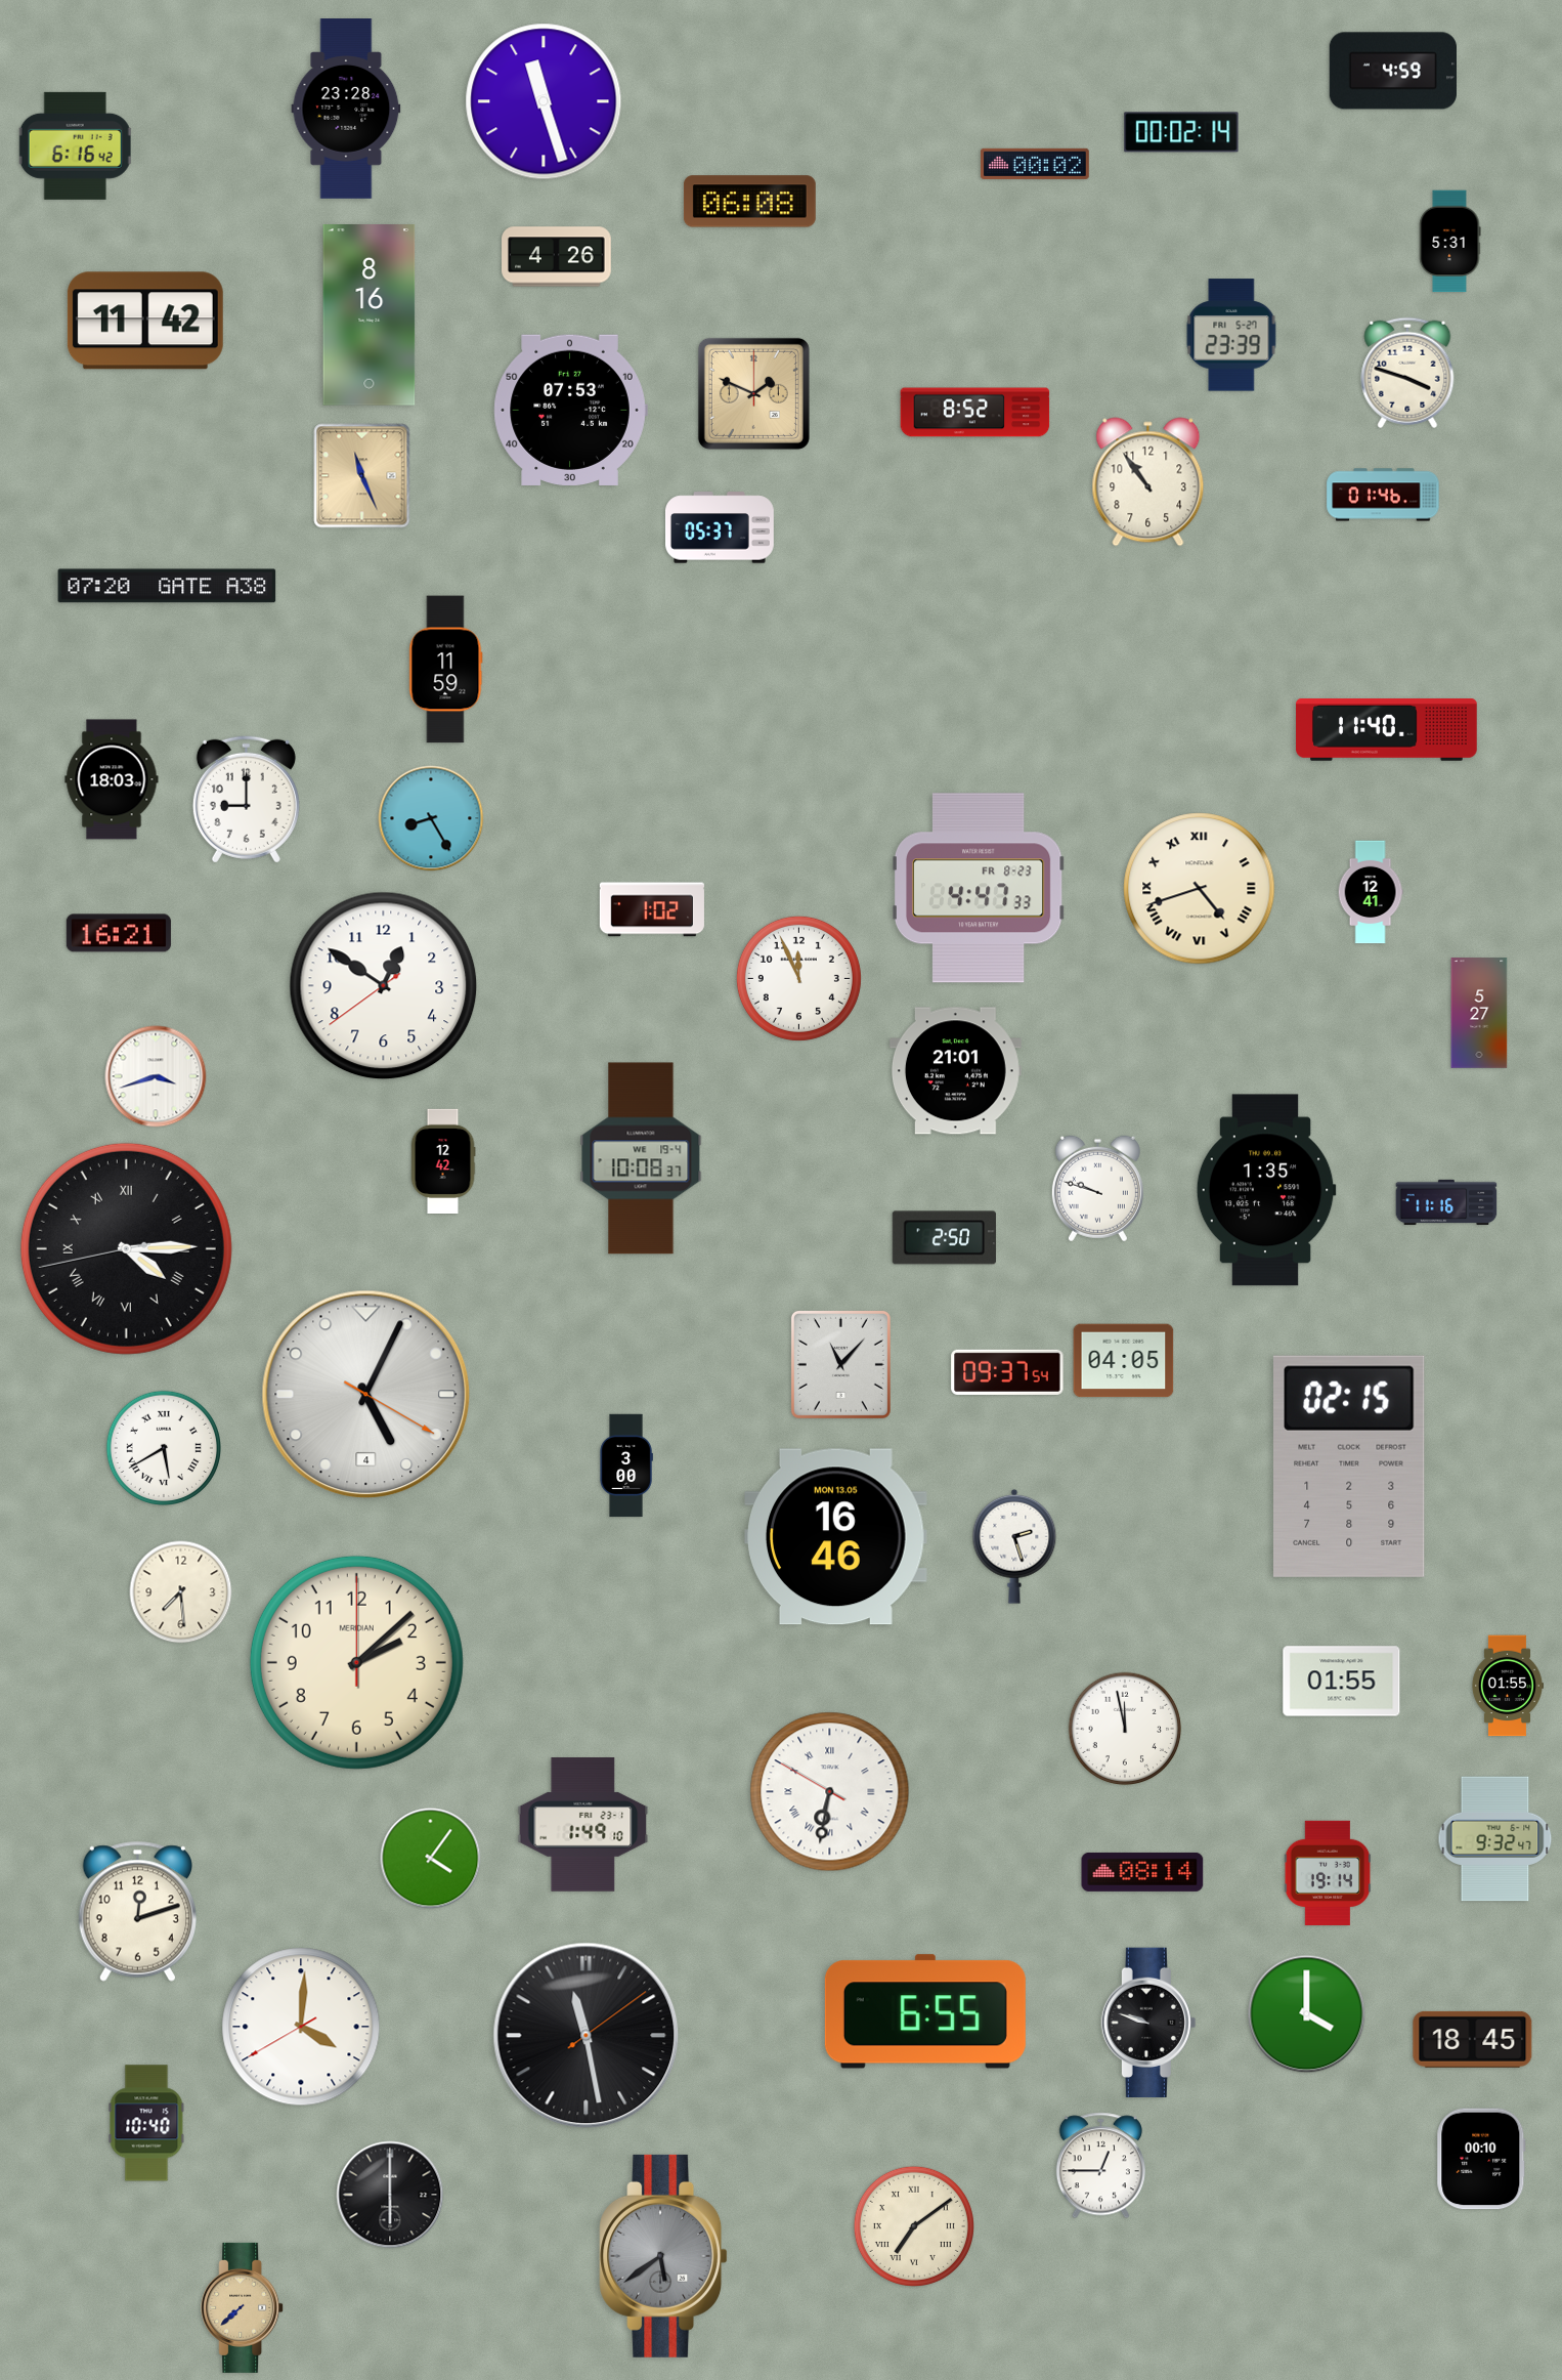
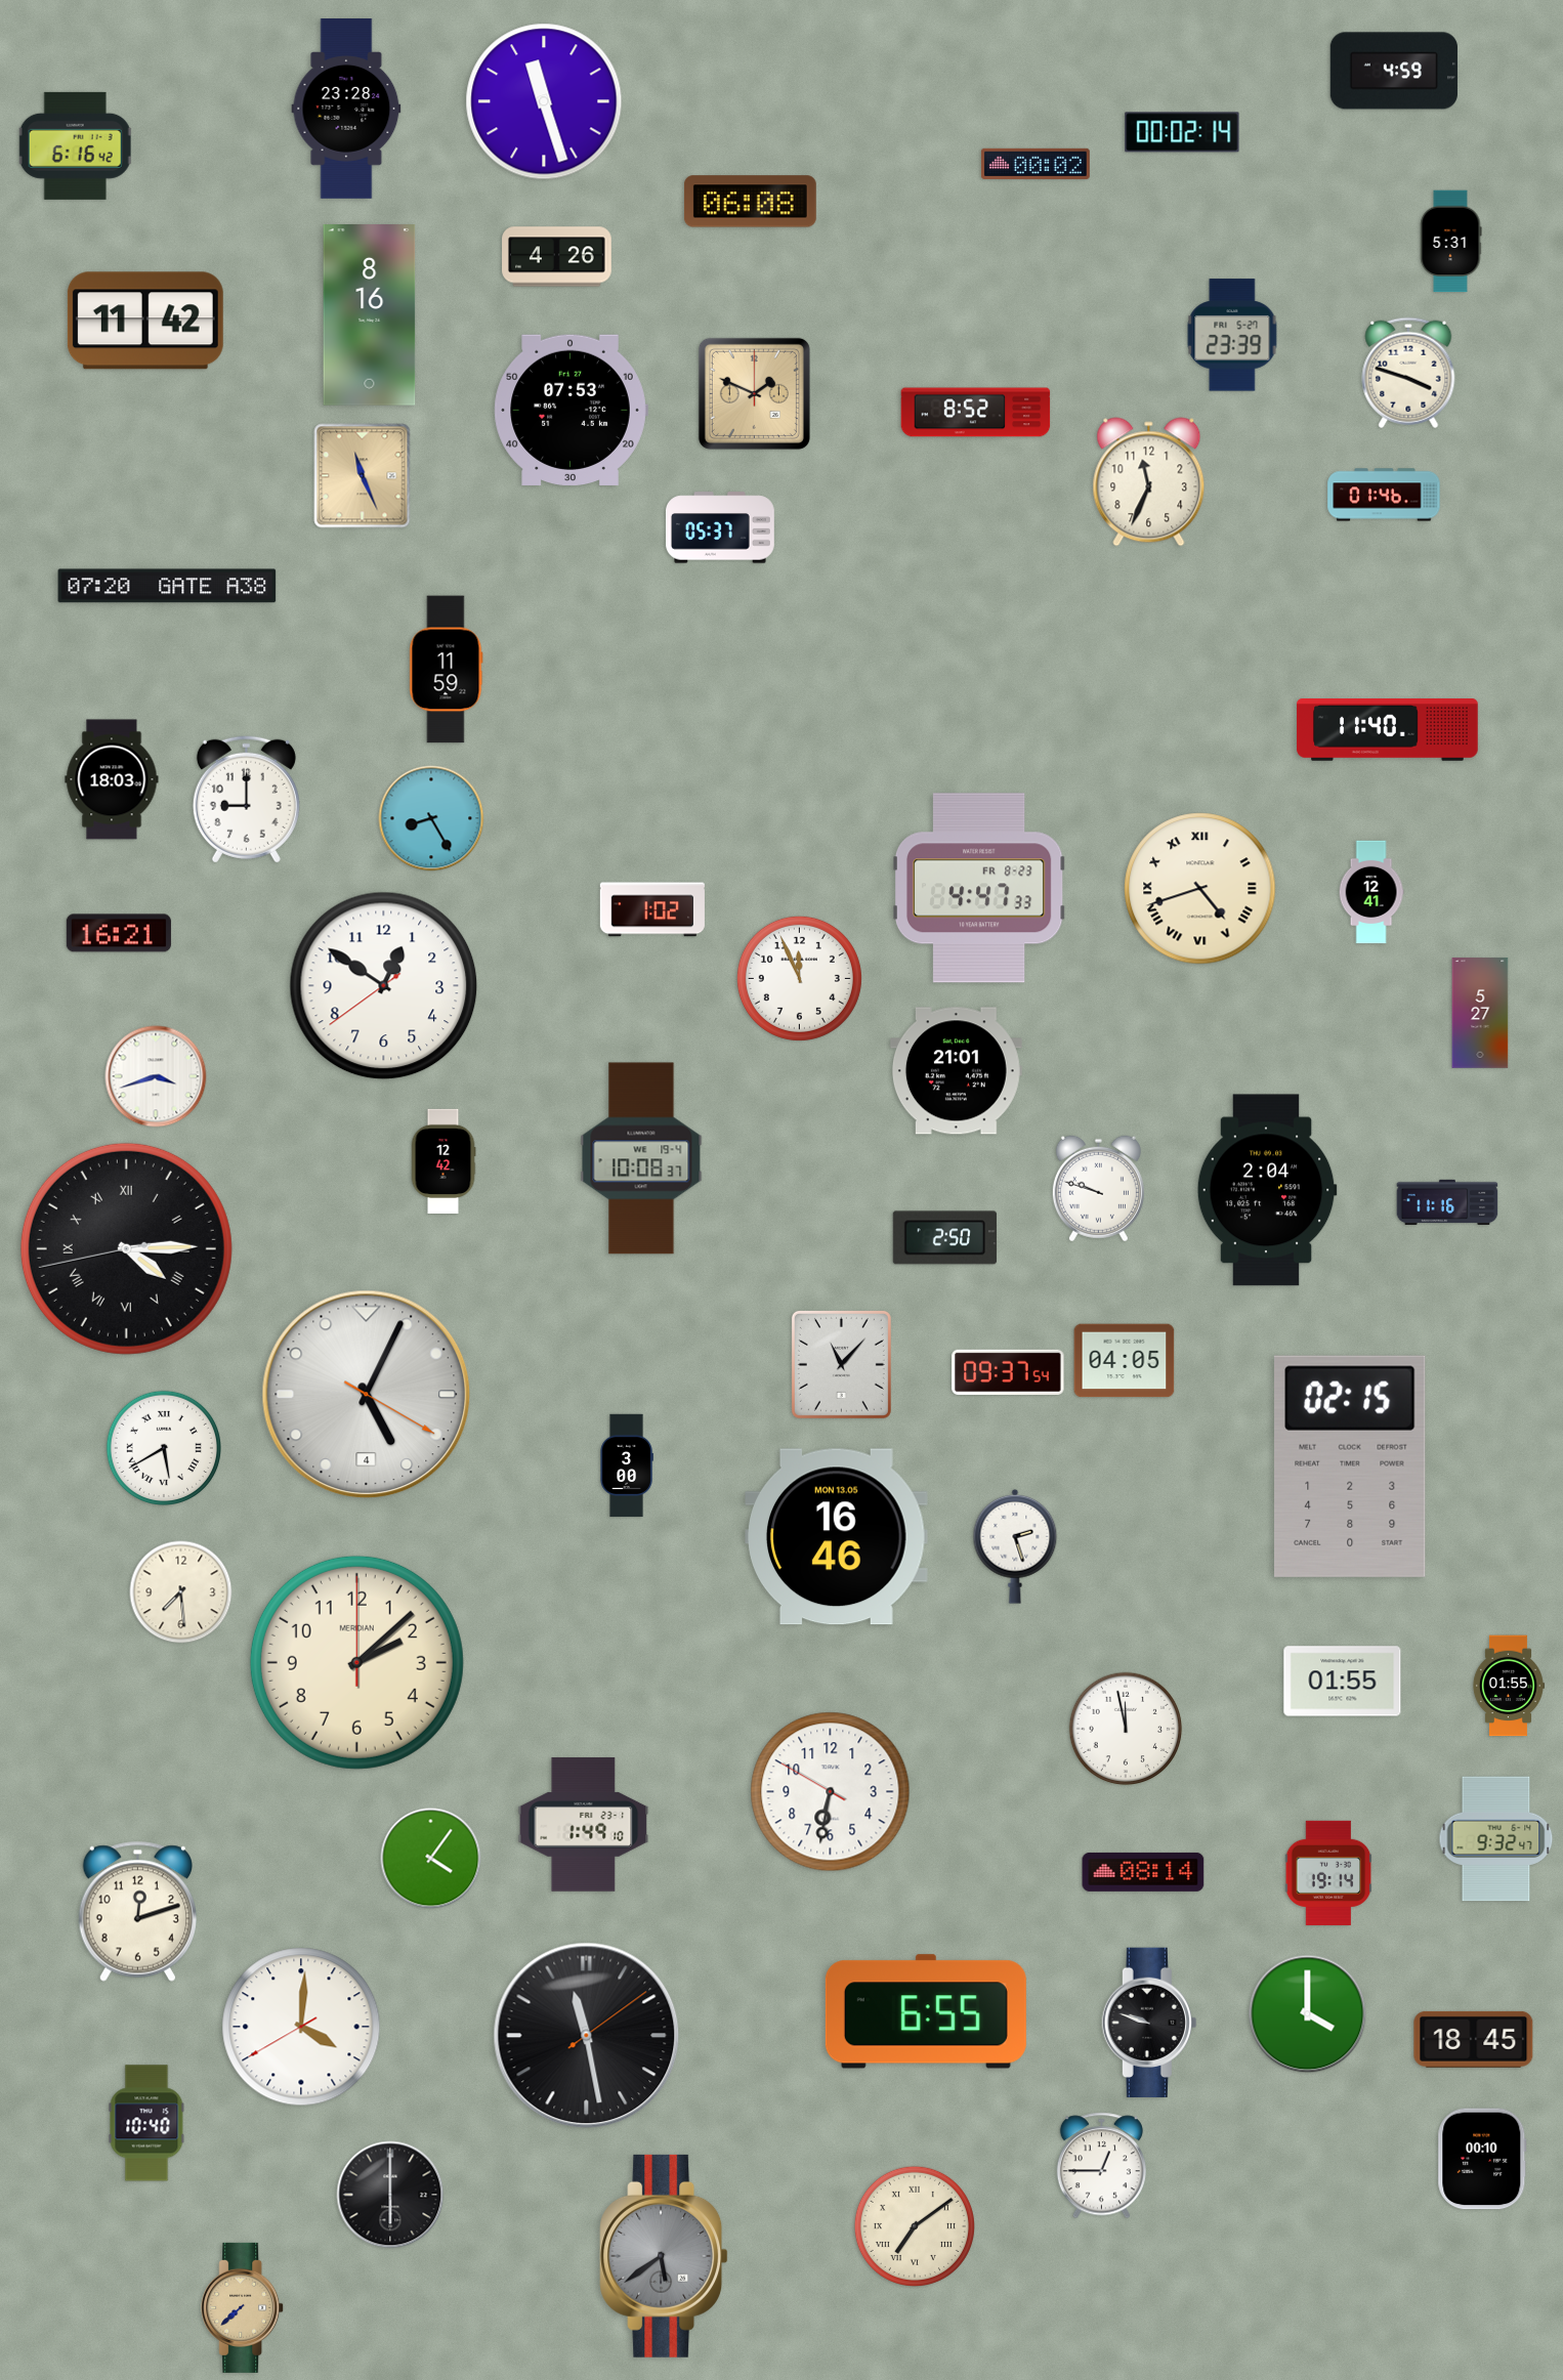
clock at (1148, 482): 10:54 -> 11:34
clock at (1266, 1190): 1:35 -> 2:04
clock at (830, 1792) numerals: Roman -> Arabic
